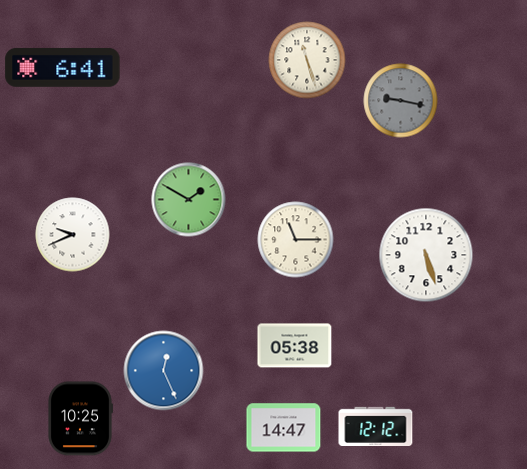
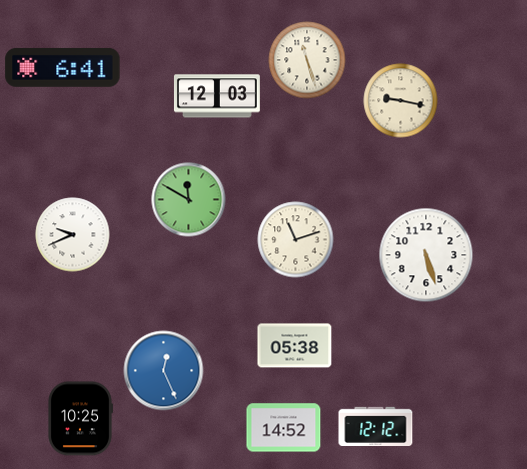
clock at (217, 96): none -> 12:03
clock at (401, 101) dial: grey -> cream
clock at (189, 200): 1:50 -> 11:50
clock at (296, 240): 11:15 -> 11:12
clock at (284, 428): 14:47 -> 14:52
